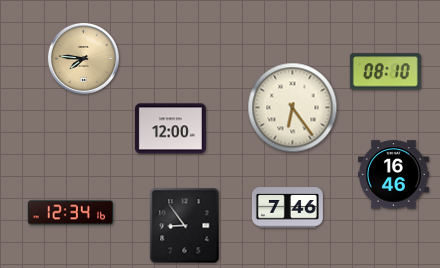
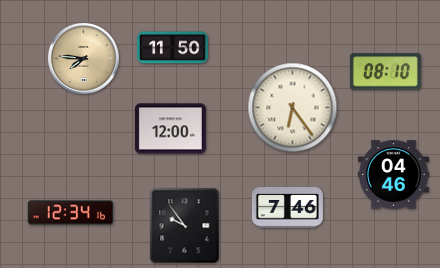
clock at (172, 48): none -> 11:50
clock at (393, 175): 16:46 -> 04:46
clock at (185, 226): 8:54 -> 9:54
